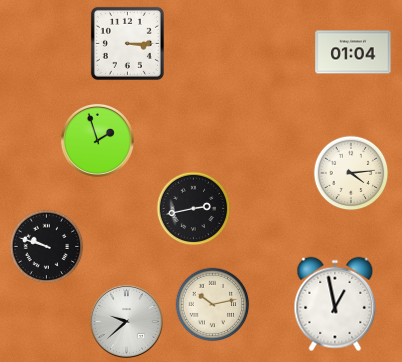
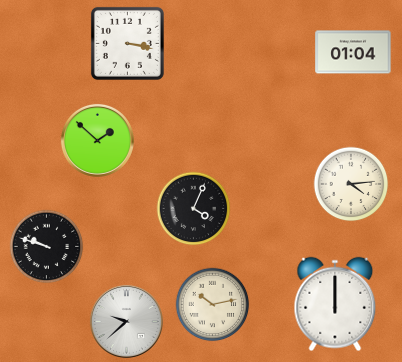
clock at (127, 43): 3:15 -> 3:17
clock at (97, 140): 1:57 -> 1:52
clock at (351, 173) position: (351, 173) -> (351, 184)
clock at (194, 209): 2:43 -> 4:04
clock at (335, 304): 12:58 -> 12:00
